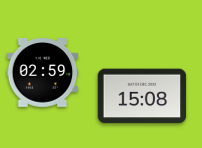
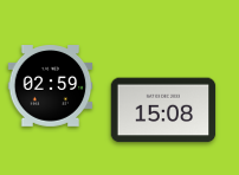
clock at (142, 96) position: (142, 96) -> (163, 110)
